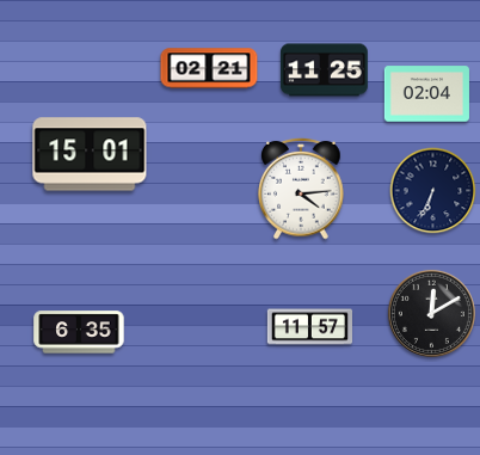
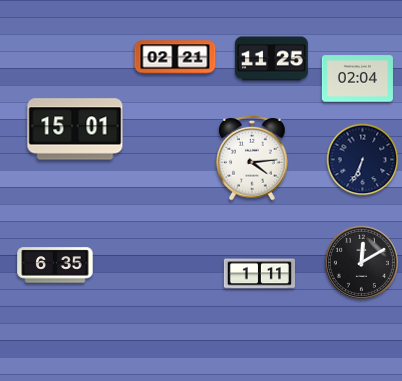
clock at (309, 327): 11:57 -> 1:11
clock at (79, 332) position: (79, 332) -> (55, 265)
